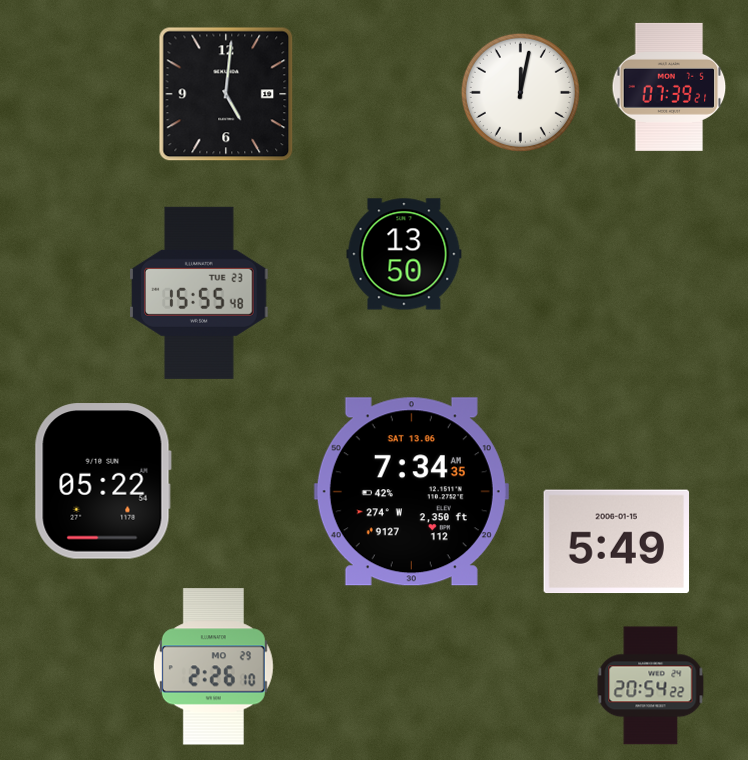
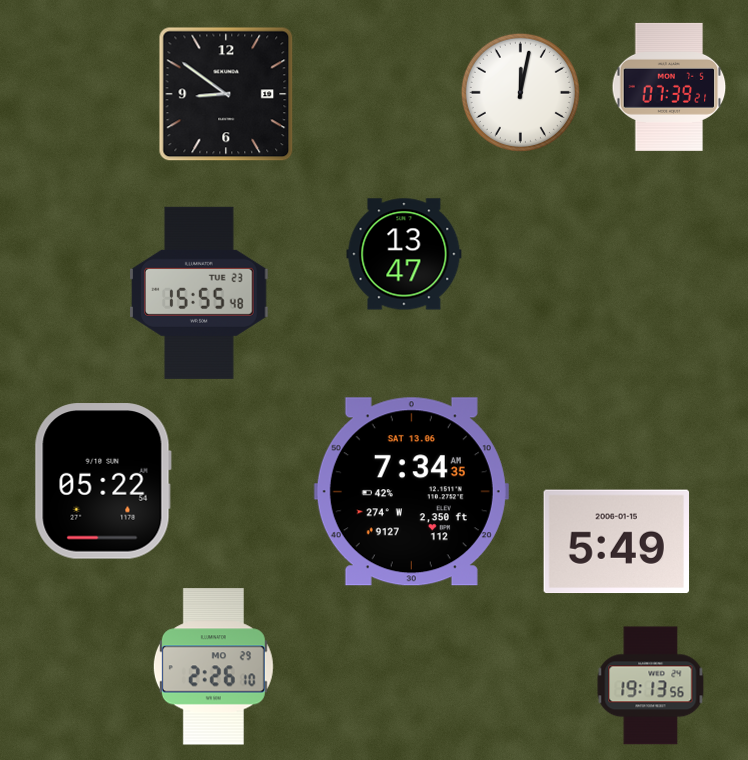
clock at (226, 94): 5:01 -> 8:51
clock at (404, 254): 13:50 -> 13:47
clock at (651, 686): 20:54 -> 19:13
